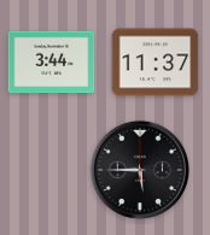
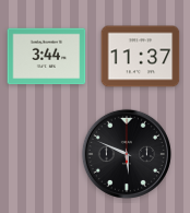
clock at (139, 169): 5:45 -> 5:49
